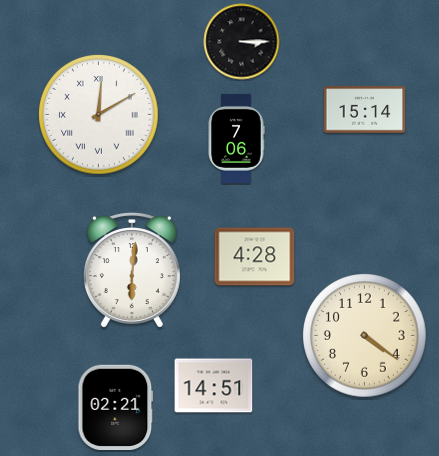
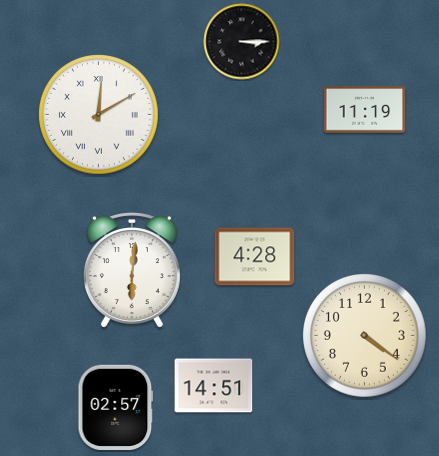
clock at (365, 110): 15:14 -> 11:19
clock at (236, 138): 7:06 -> none
clock at (116, 407): 02:21 -> 02:57
